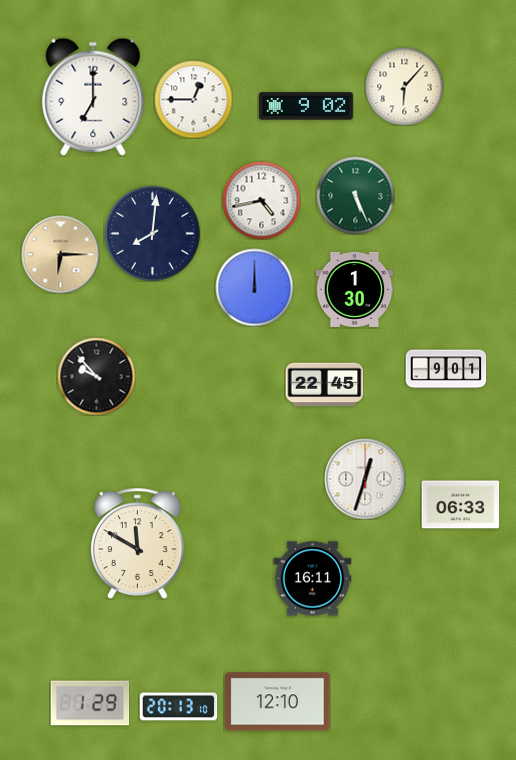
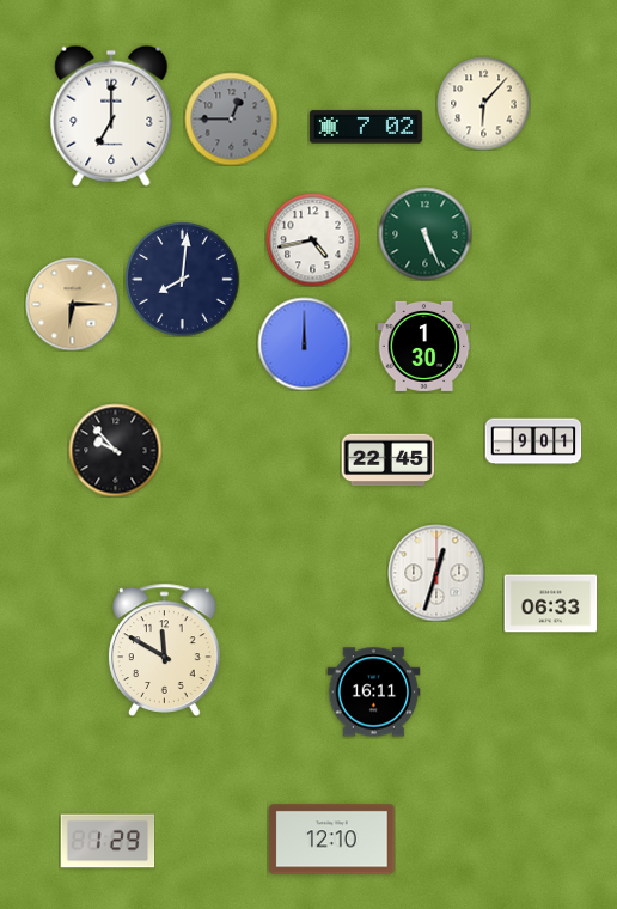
clock at (193, 99) dial: white -> grey
clock at (306, 106): 9:02 -> 7:02
clock at (178, 707): 20:13 -> none
